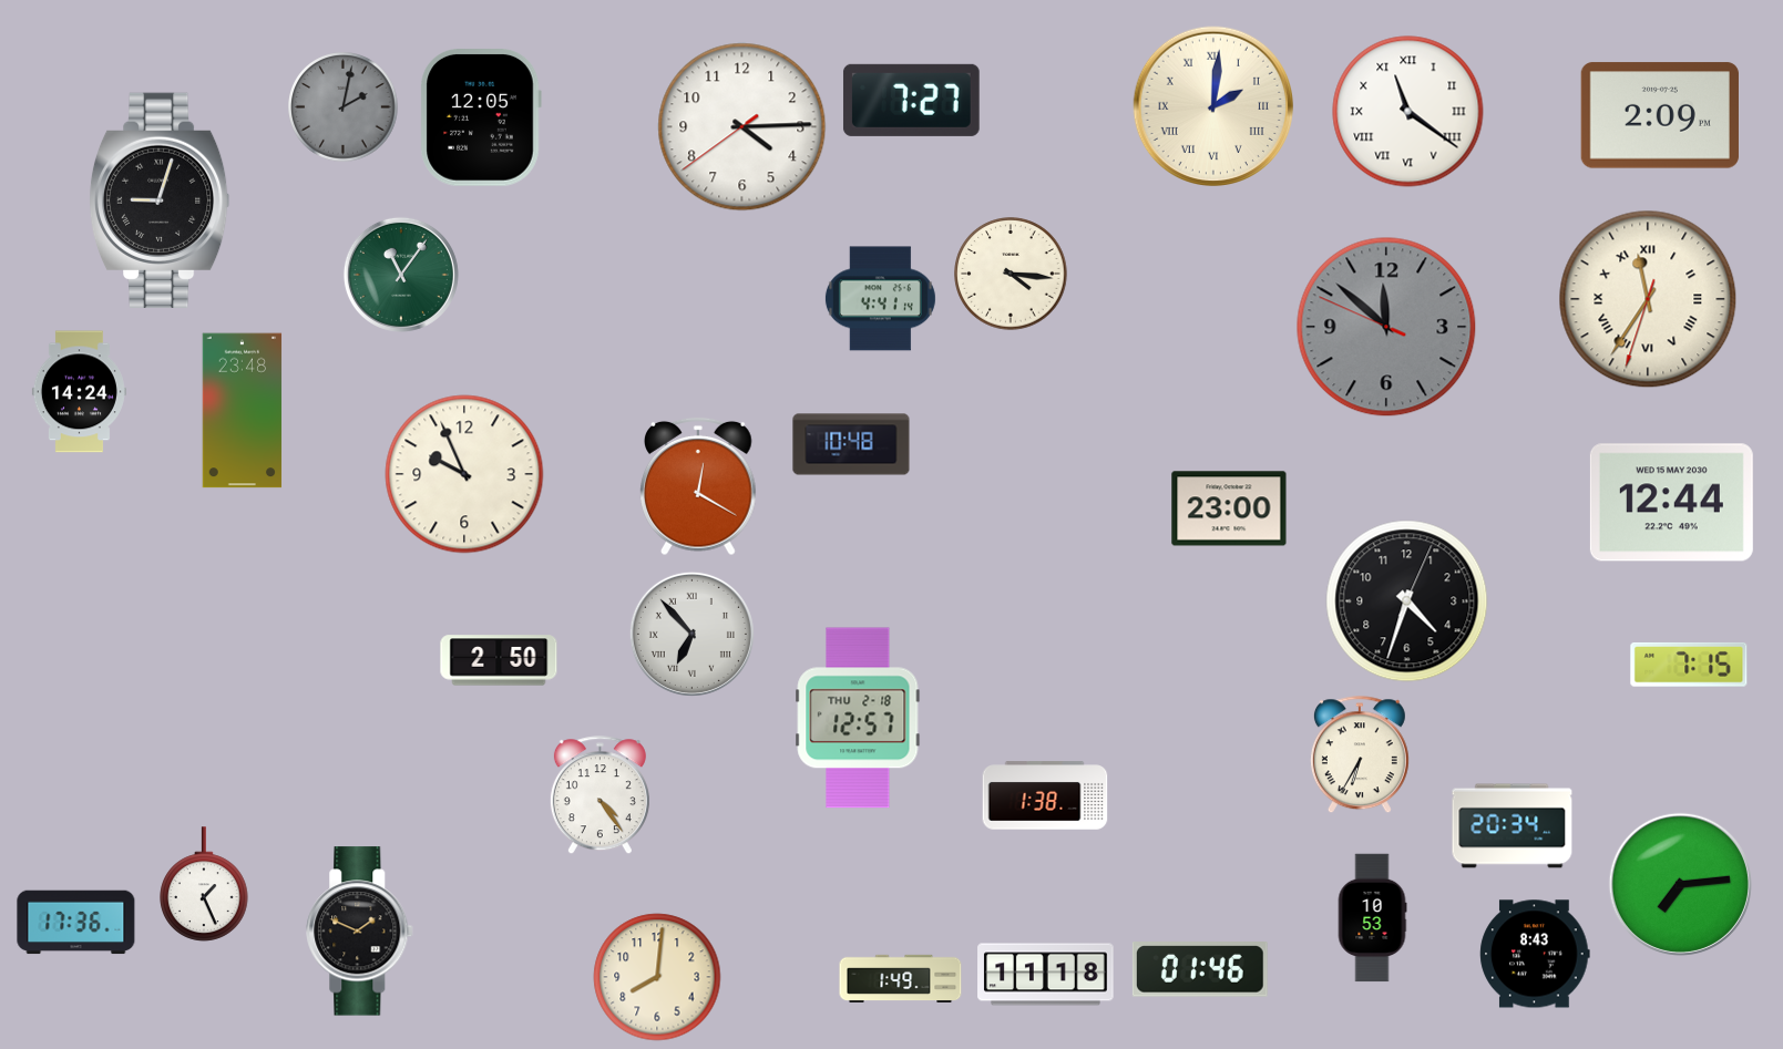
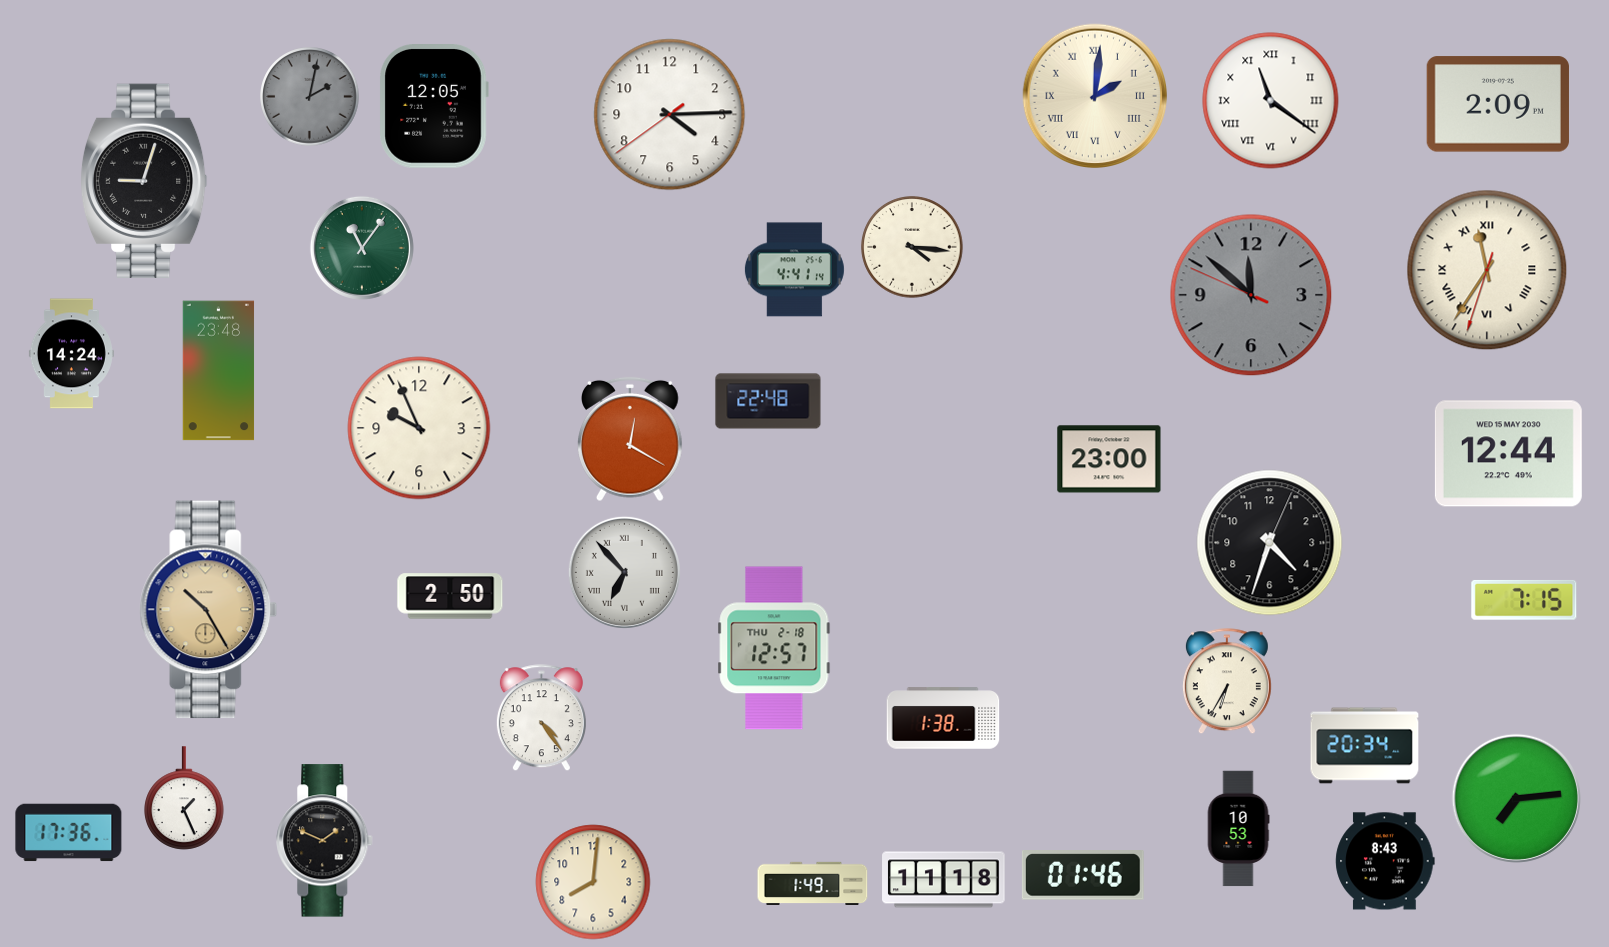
clock at (911, 100): 7:27 -> none
clock at (851, 444): 10:48 -> 22:48
clock at (209, 610): none -> 10:25
